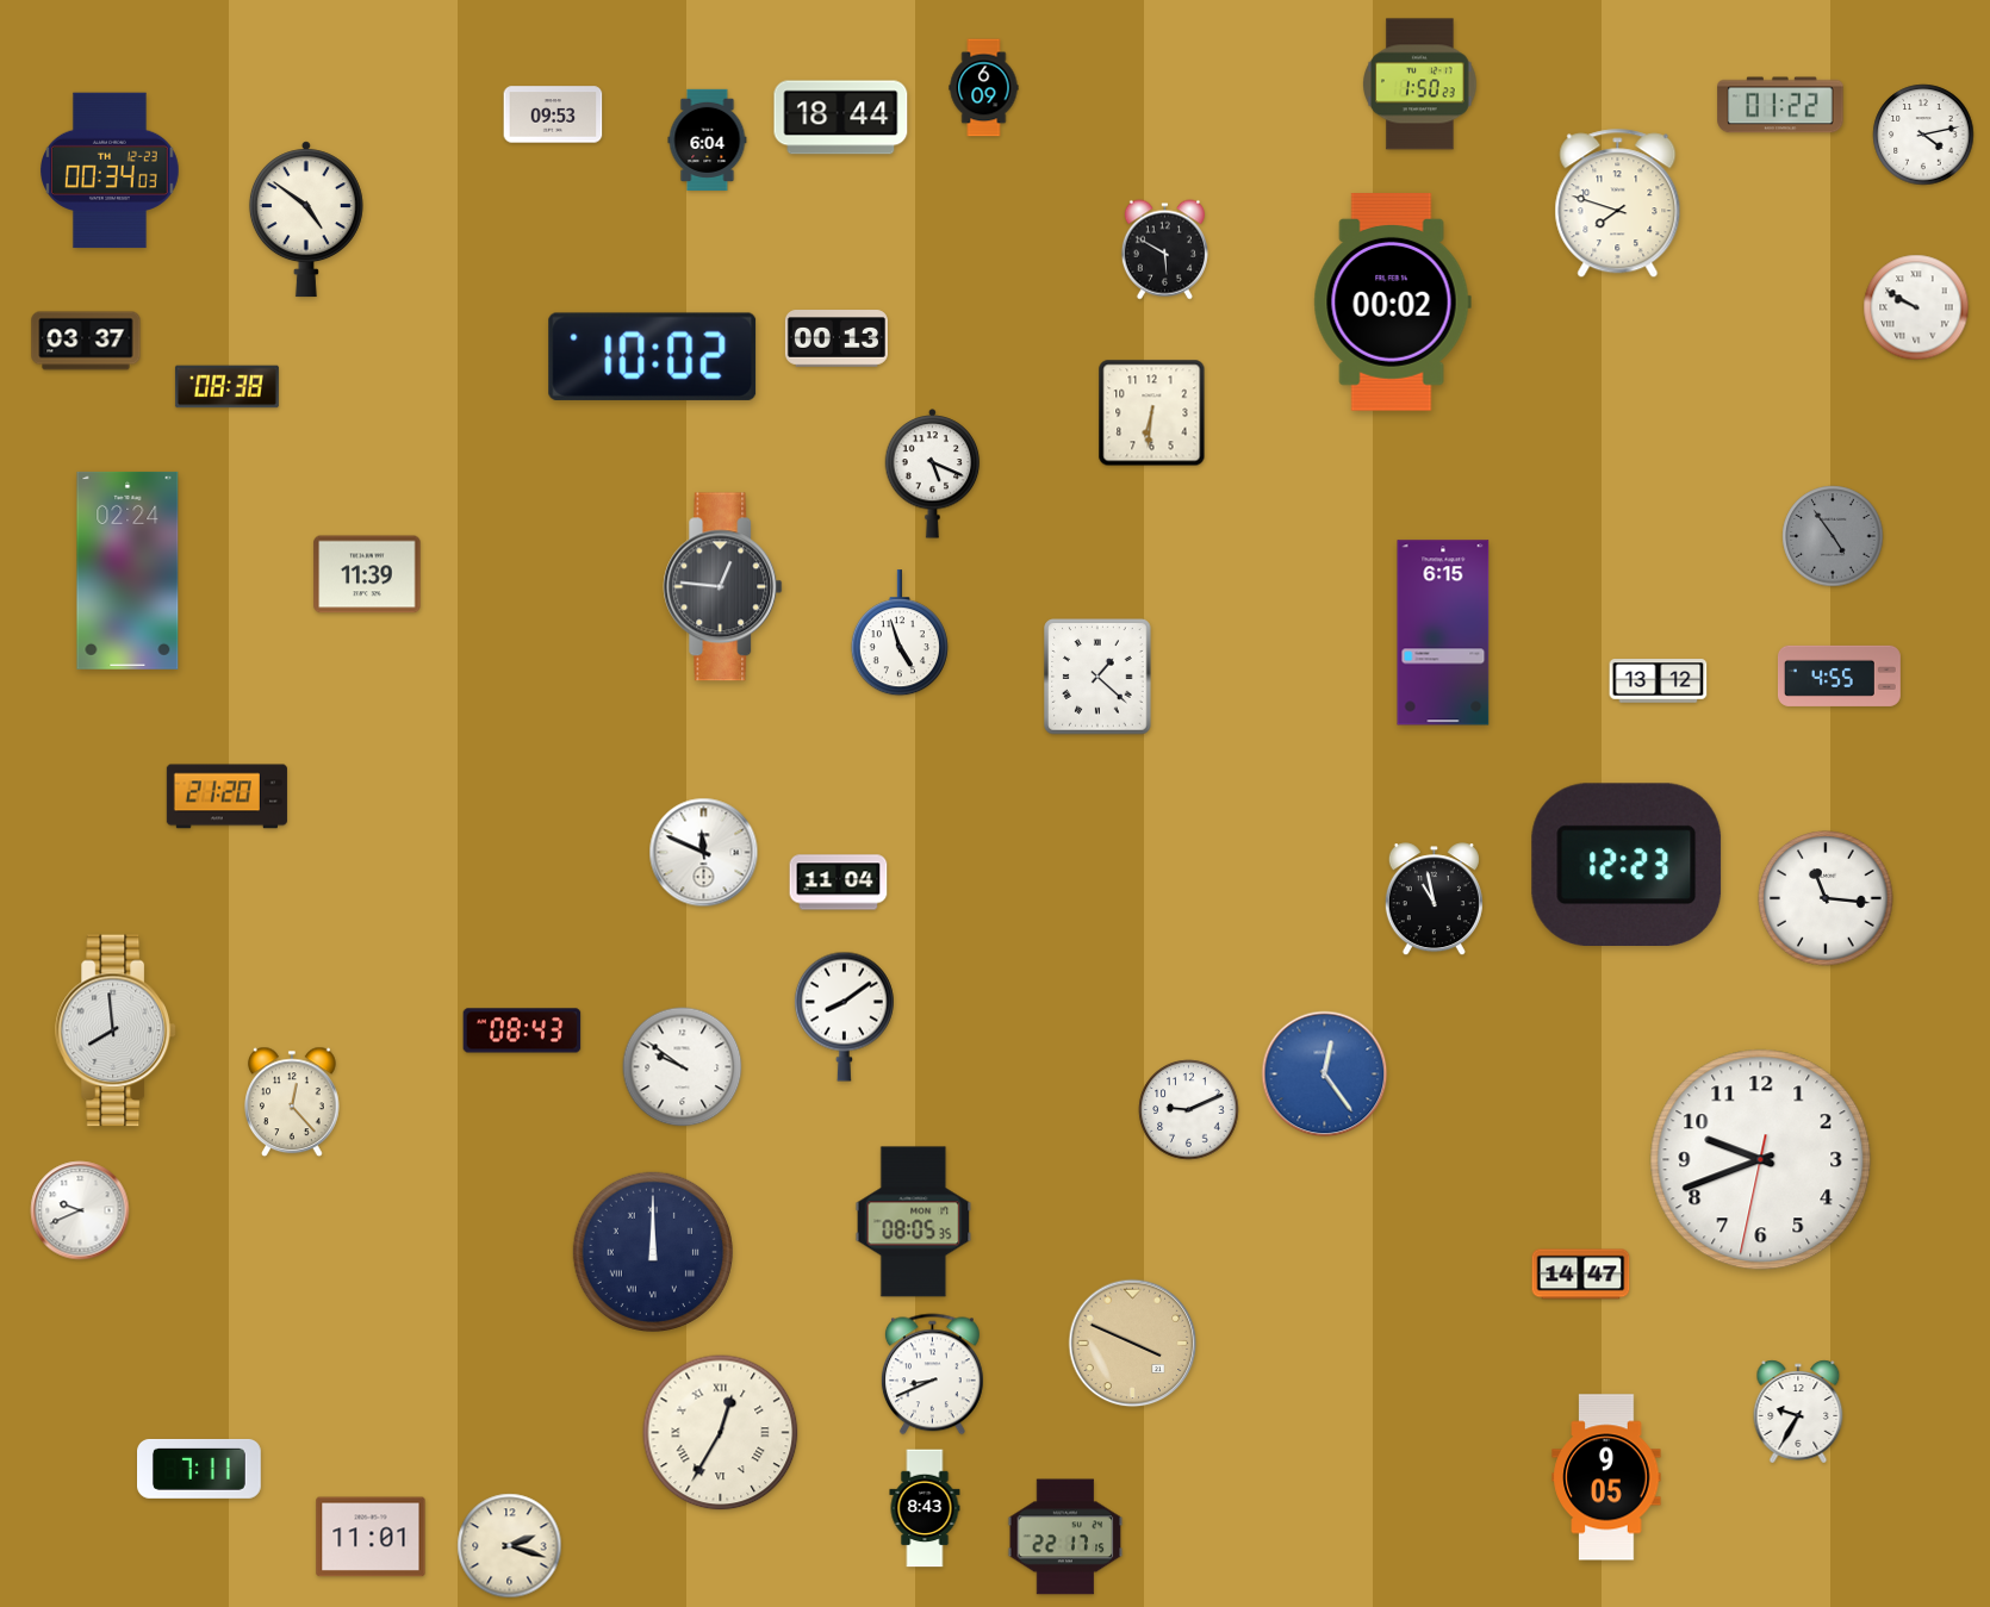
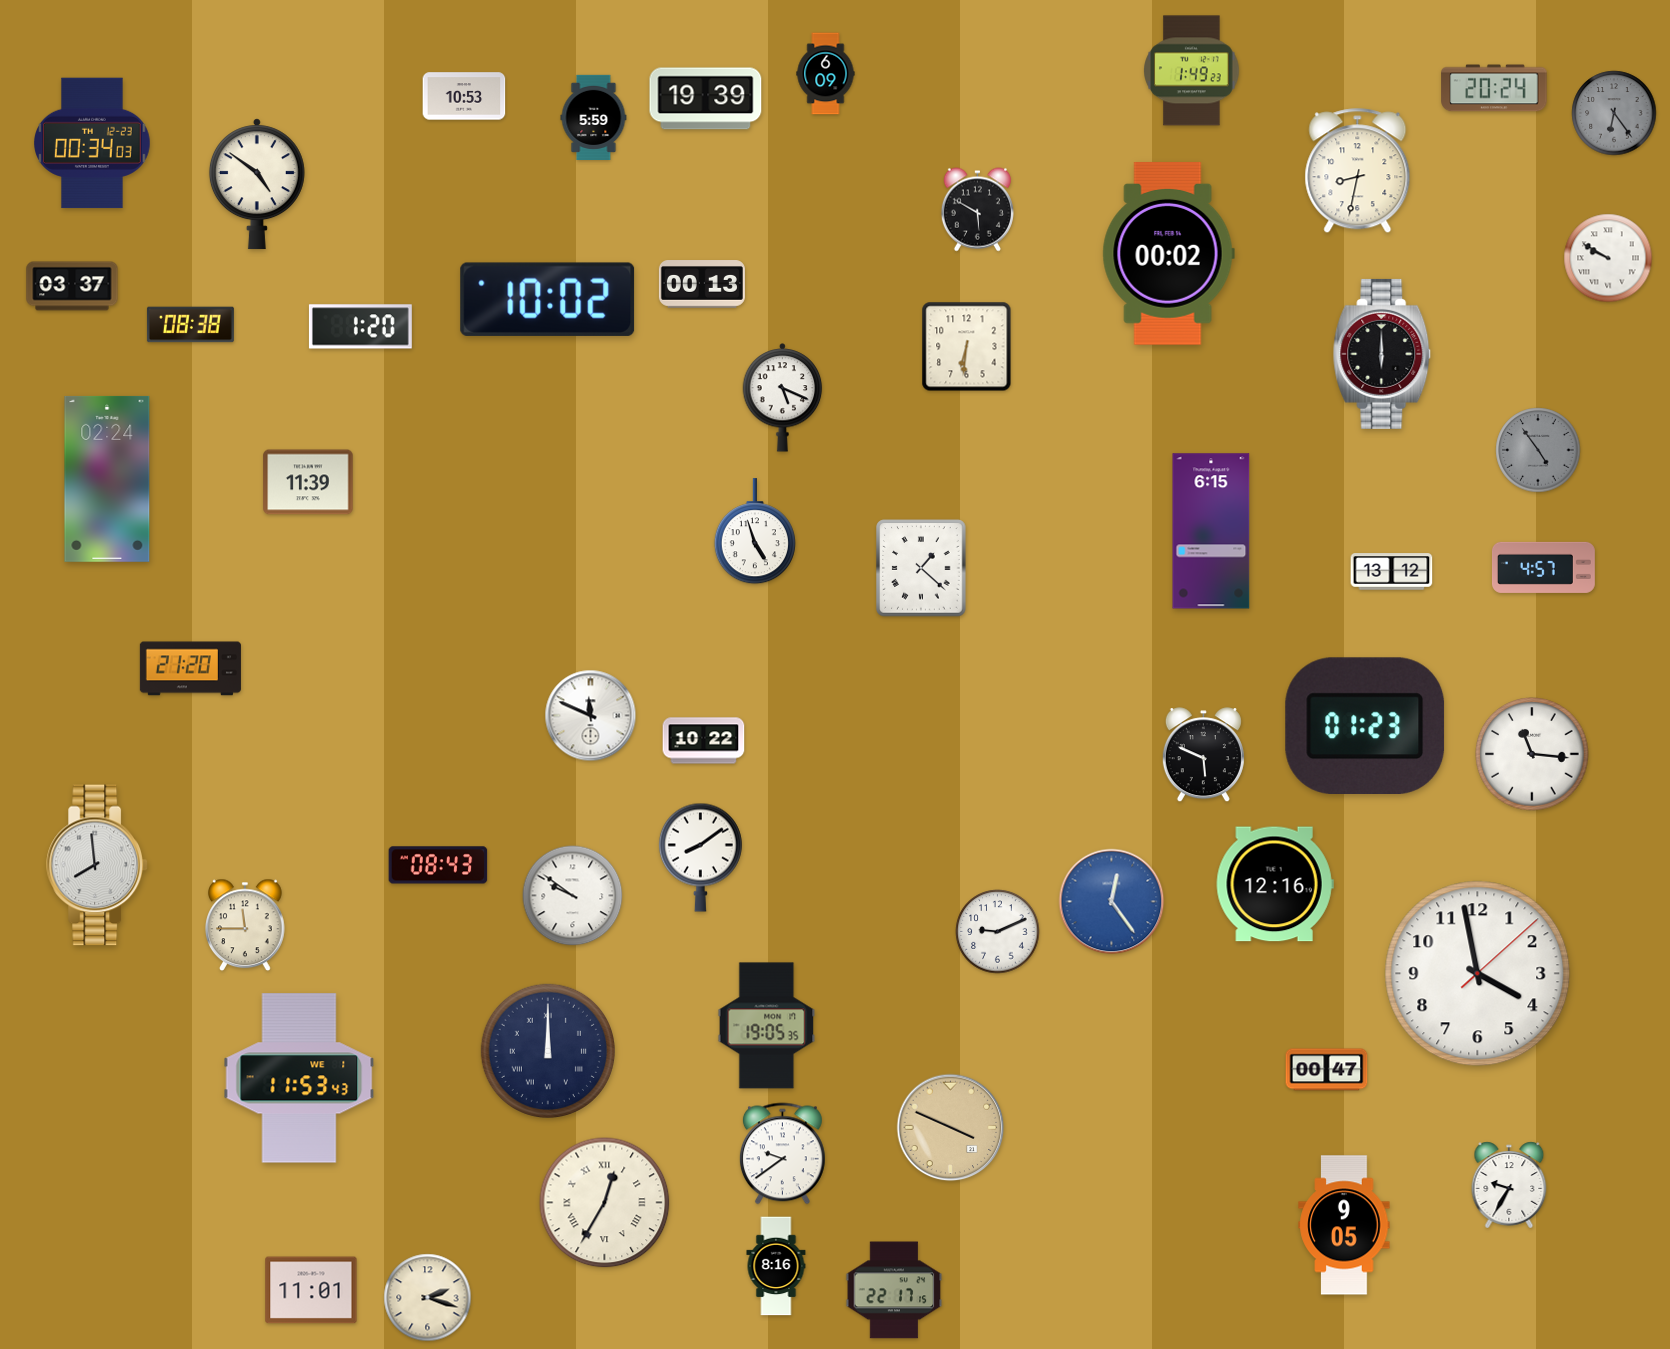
clock at (1420, 85): 1:50 -> 1:49
clock at (1780, 105): 01:22 -> 20:24
clock at (553, 114): 09:53 -> 10:53
clock at (841, 118): 18:44 -> 19:39
clock at (1923, 135): 4:13 -> 6:24
clock at (1923, 135) dial: white -> grey
clock at (708, 139): 6:04 -> 5:59
clock at (1618, 204): 7:48 -> 8:32
clock at (360, 327): none -> 1:20
clock at (1382, 354): none -> 6:00
clock at (723, 587): 12:46 -> none
clock at (1839, 675): 4:55 -> 4:57
clock at (1627, 864): 12:23 -> 01:23
clock at (839, 883): 11:04 -> 10:22
clock at (1434, 899): 10:58 -> 5:49
clock at (844, 1016) position: (844, 1016) -> (700, 857)
clock at (1275, 884): none -> 12:16
clock at (293, 1102): 12:23 -> 11:45
clock at (1761, 1160): 9:41 -> 3:58
clock at (80, 1210): 9:41 -> none
clock at (914, 1222): 08:05 -> 19:05
clock at (1581, 1275): 14:47 -> 00:47
clock at (299, 1078): none -> 11:53
clock at (932, 1375): 8:41 -> 9:39
clock at (200, 1469): 7:11 -> none
clock at (1606, 1477) position: (1606, 1477) -> (1344, 1225)
clock at (925, 1508): 8:43 -> 8:16
